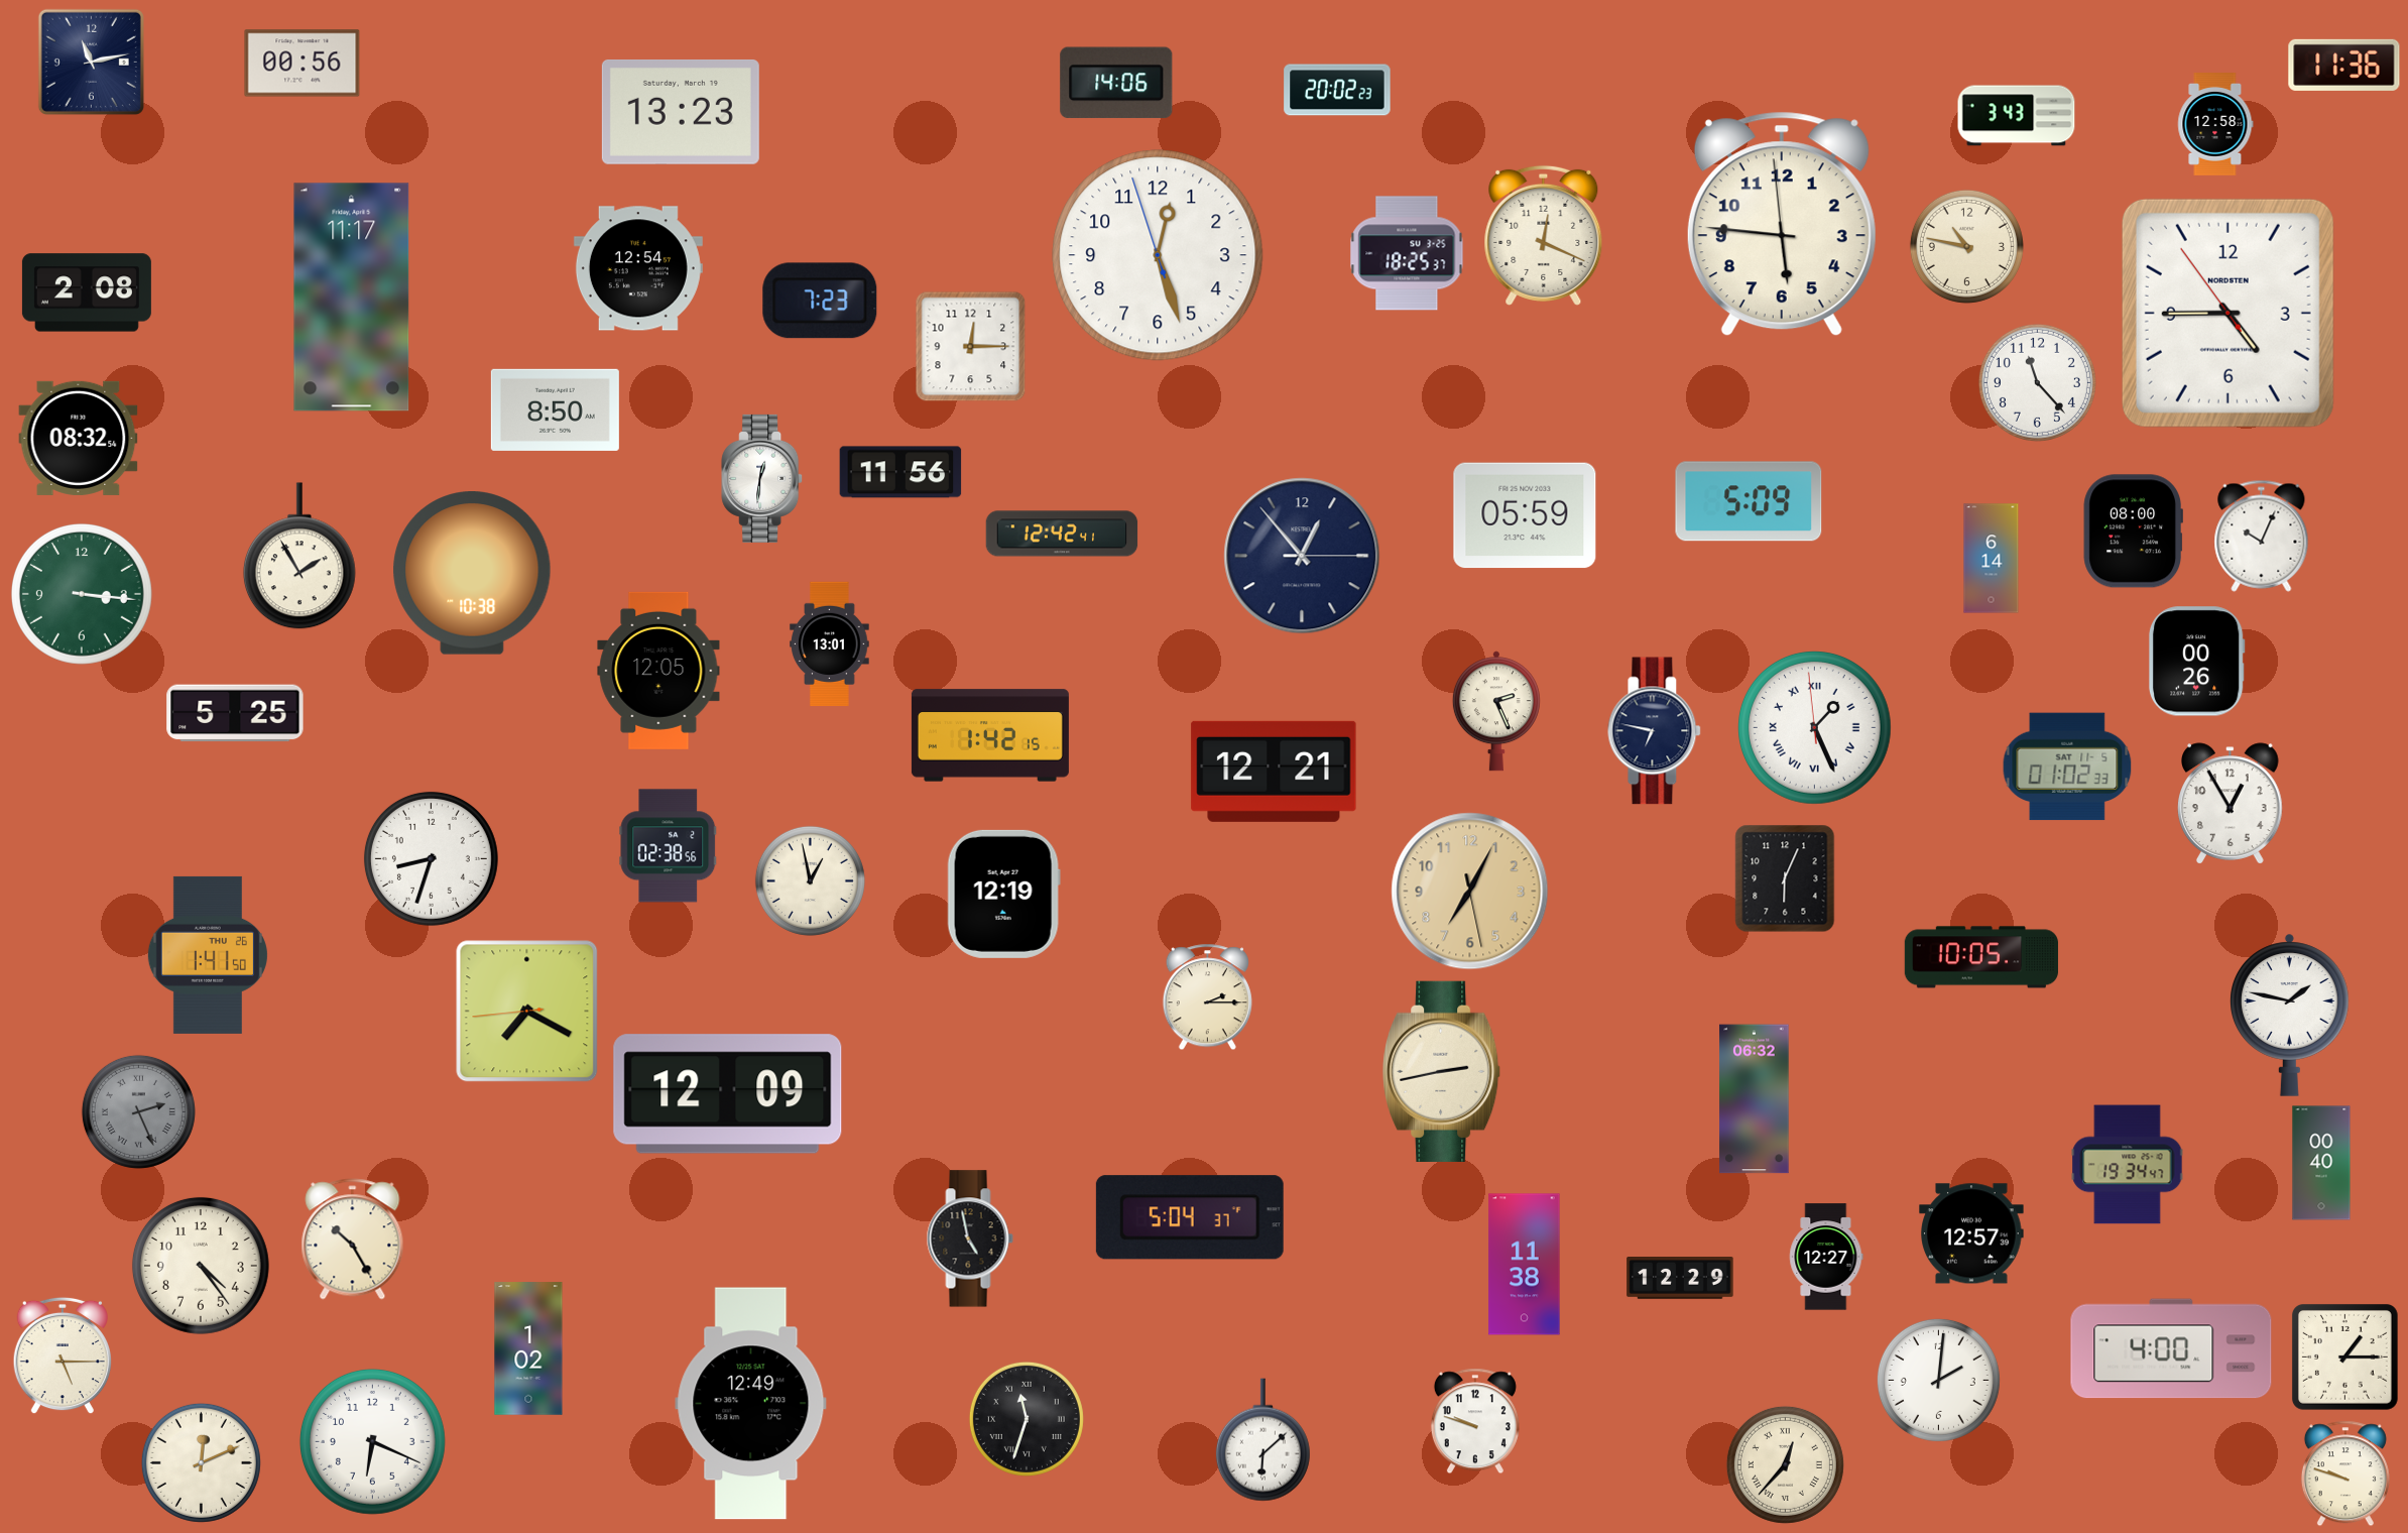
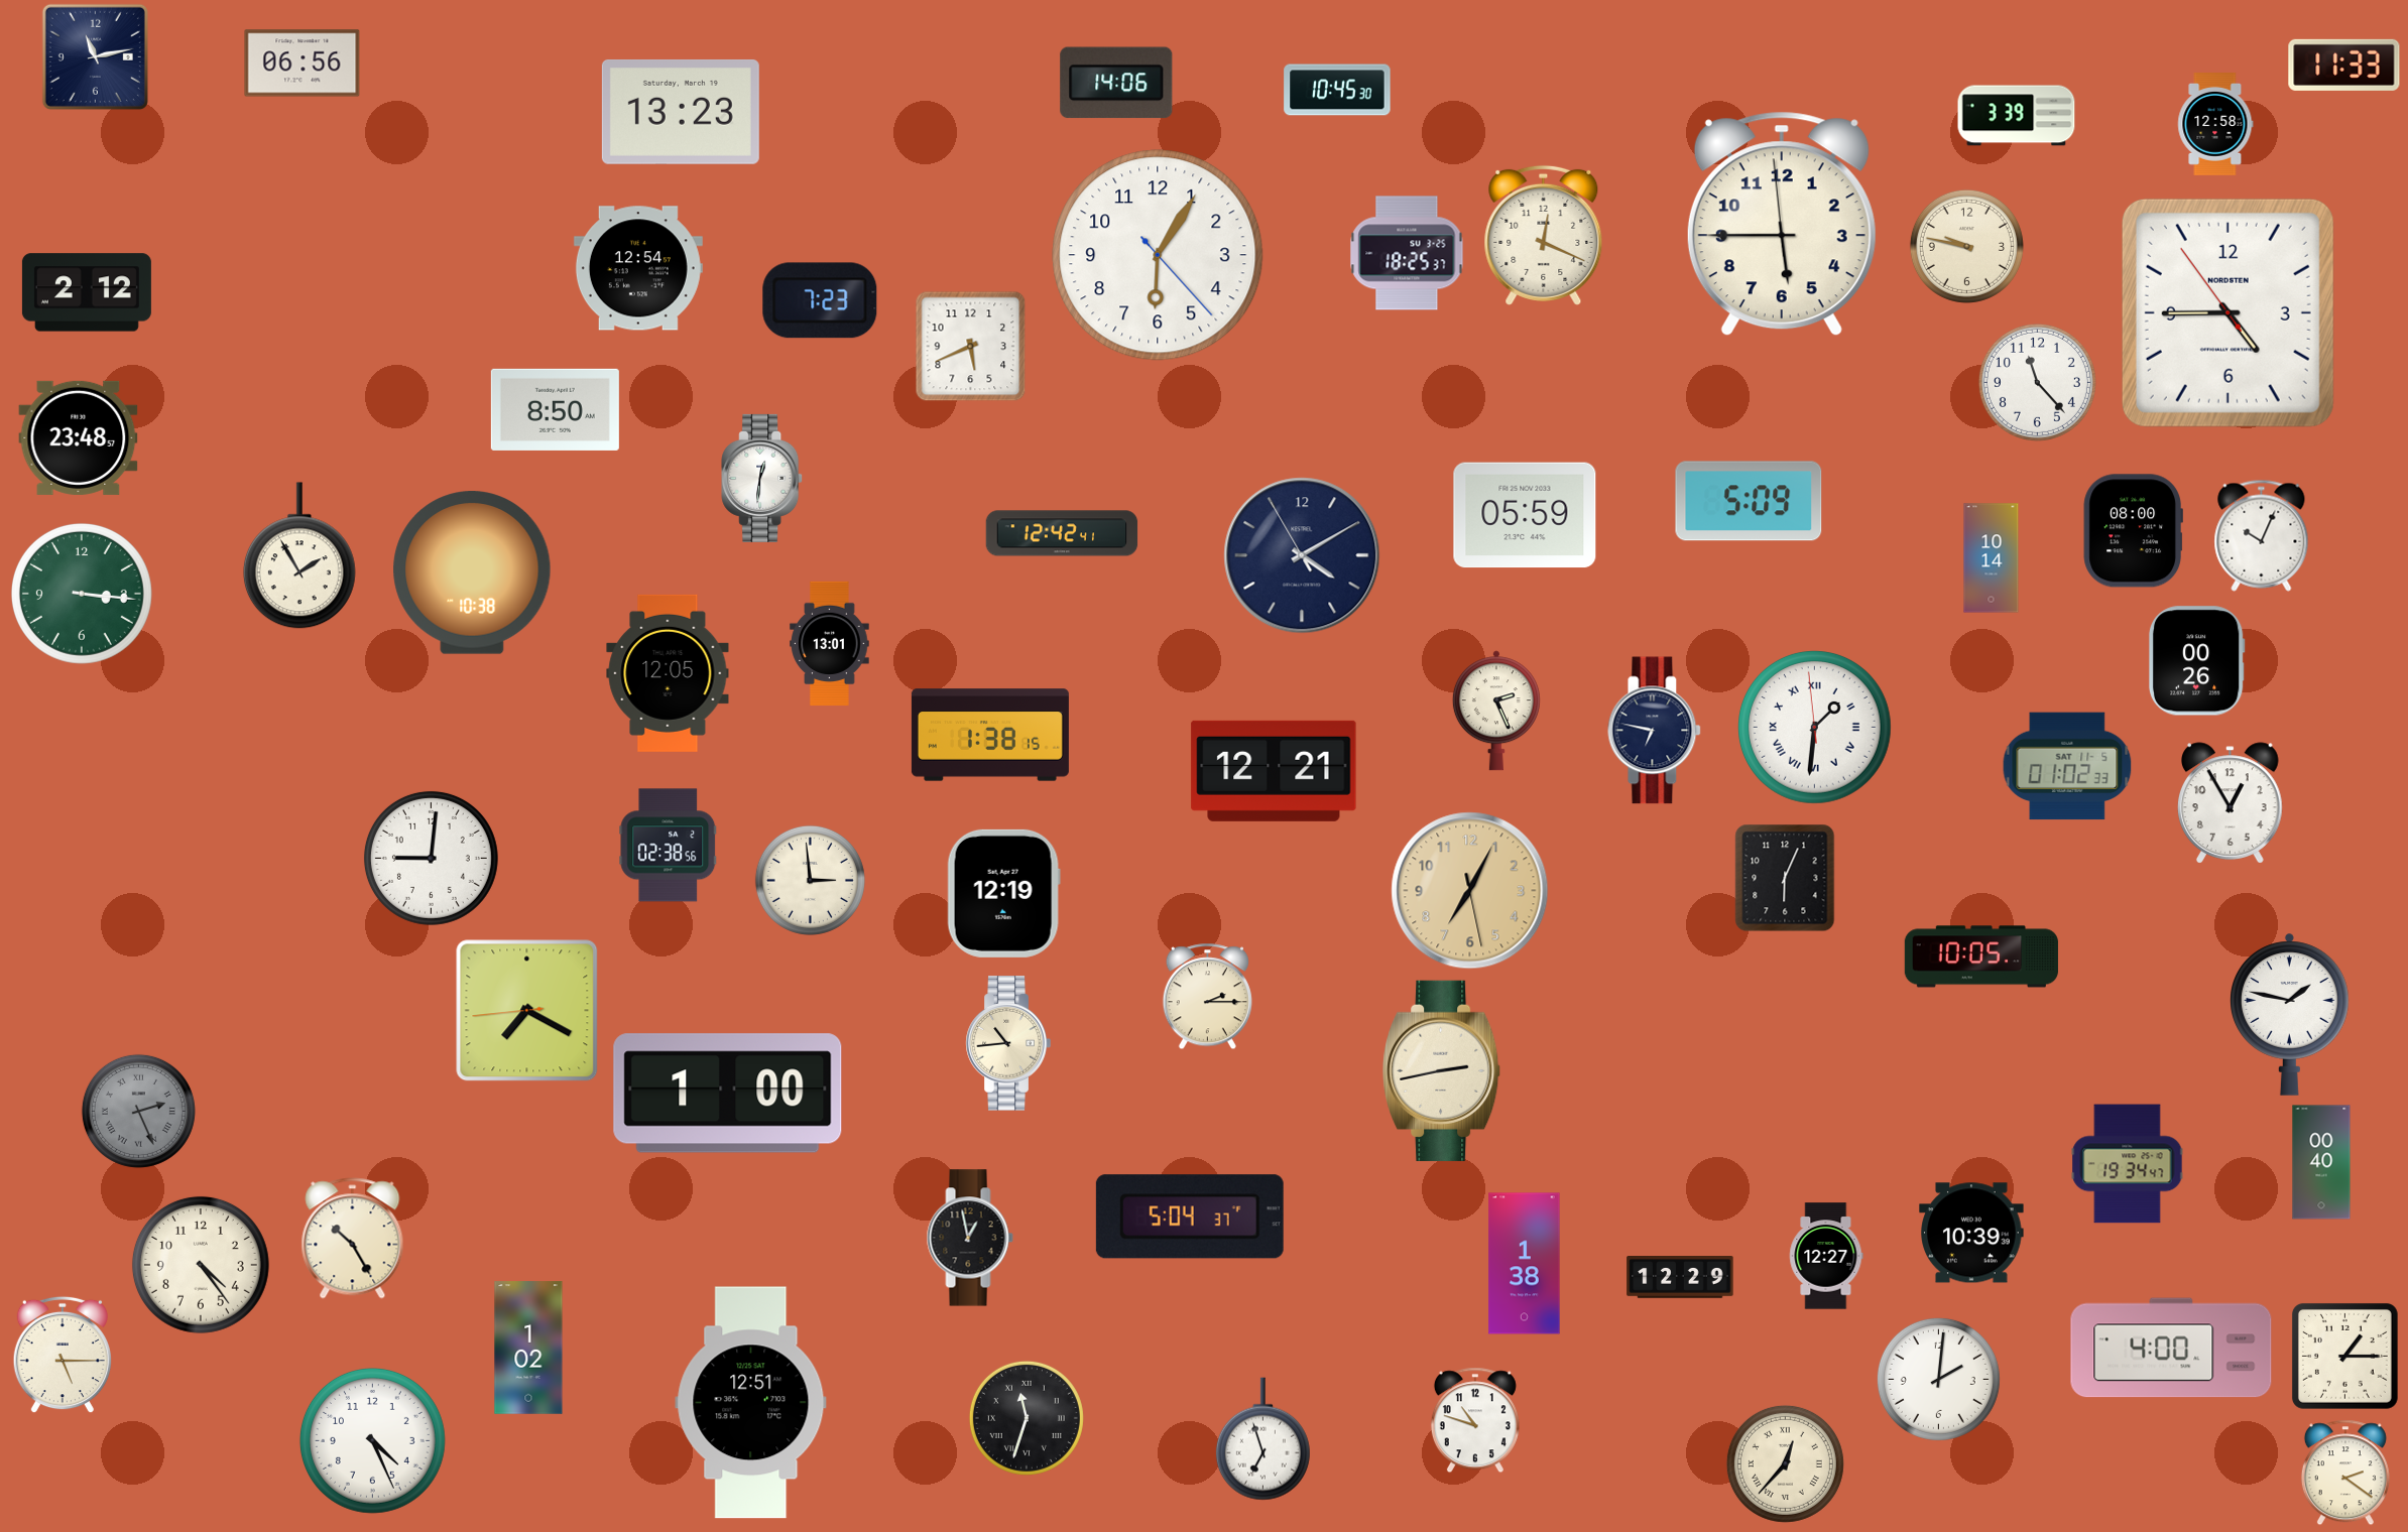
clock at (91, 62) position: (91, 62) -> (95, 56)
clock at (303, 64): 00:56 -> 06:56
clock at (2344, 65): 11:36 -> 11:33
clock at (1337, 90): 20:02 -> 10:45
clock at (2017, 116): 3:43 -> 3:39
clock at (1782, 224): 5:45 -> 5:44
clock at (1966, 246): 10:47 -> 9:47
clock at (1158, 255): 12:26 -> 6:05
clock at (87, 292): 2:08 -> 2:12
clock at (352, 298): 11:17 -> none
clock at (971, 347): 12:15 -> 5:41
clock at (79, 438): 08:32 -> 23:48
clock at (900, 472): 11:56 -> none
clock at (1302, 556): 12:53 -> 4:09
clock at (1992, 559): 6:14 -> 10:14
clock at (658, 671) position: (658, 671) -> (668, 673)
clock at (235, 713): 5:25 -> none
clock at (1815, 728): 1:25 -> 1:30
clock at (990, 735): 1:42 -> 1:38
clock at (431, 858): 8:33 -> 9:01
clock at (810, 880): 12:58 -> 2:59
clock at (208, 955): 1:41 -> none
clock at (1008, 1043): none -> 10:44
clock at (728, 1094): 12:09 -> 1:00
clock at (1755, 1099): 06:32 -> none
clock at (1971, 1233): 12:57 -> 10:39
clock at (970, 1239): 4:58 -> 12:58
clock at (1525, 1265): 11:38 -> 1:38
clock at (751, 1404): 12:49 -> 12:51
clock at (1475, 1421): 9:48 -> 10:48
clock at (1262, 1440): 6:08 -> 6:57
clock at (372, 1441): 6:19 -> 4:26
clock at (201, 1462): 12:11 -> none
clock at (2345, 1473): 9:48 -> 2:21
